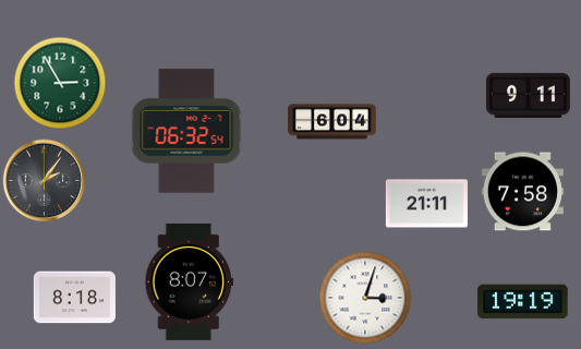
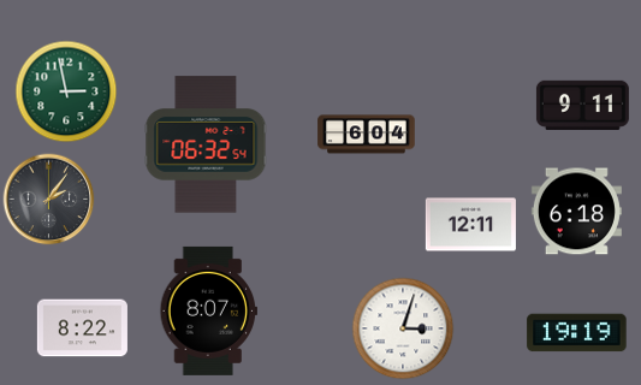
clock at (60, 83): 2:55 -> 2:58
clock at (522, 192): 7:58 -> 6:18
clock at (426, 204): 21:11 -> 12:11
clock at (74, 298): 8:18 -> 8:22
